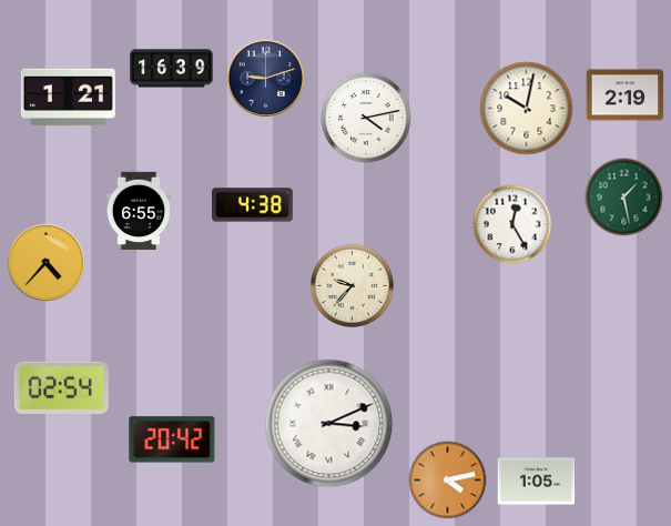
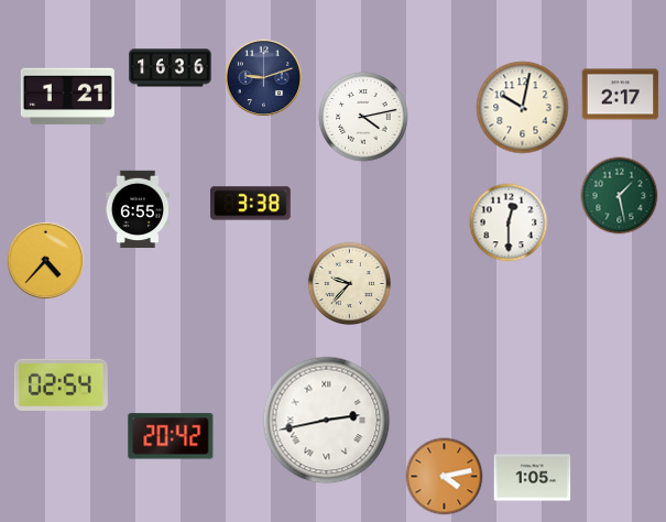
clock at (172, 69): 16:39 -> 16:36
clock at (626, 95): 2:19 -> 2:17
clock at (253, 205): 4:38 -> 3:38
clock at (512, 224): 12:25 -> 12:30
clock at (329, 424): 3:11 -> 2:43
